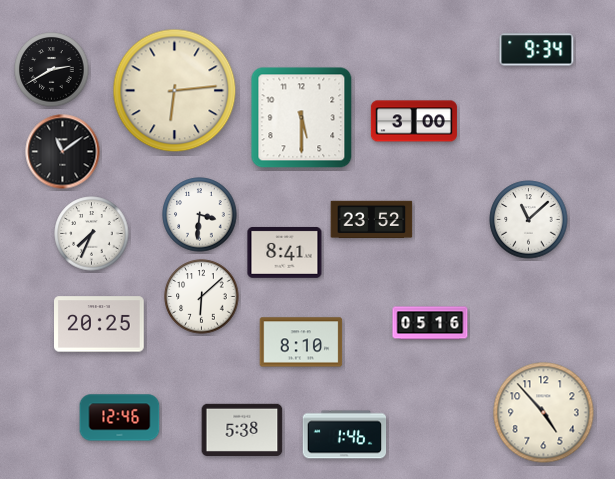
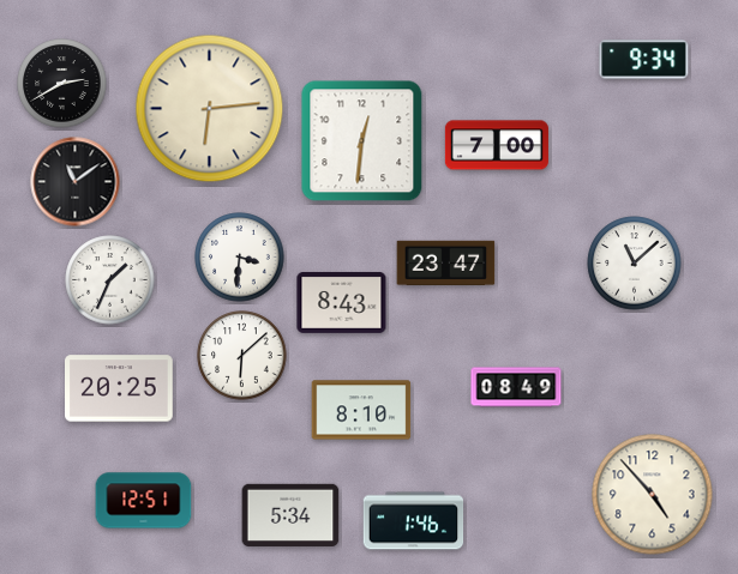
clock at (302, 118): 5:30 -> 12:31
clock at (414, 121): 3:00 -> 7:00
clock at (372, 219): 23:52 -> 23:47
clock at (92, 234): 7:34 -> 1:34
clock at (285, 252): 8:41 -> 8:43
clock at (430, 323): 05:16 -> 08:49
clock at (120, 418): 12:46 -> 12:51
clock at (242, 429): 5:38 -> 5:34
